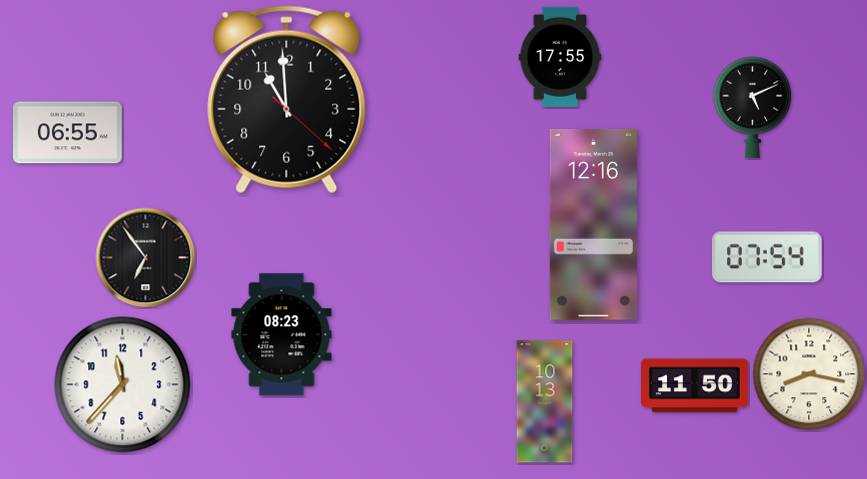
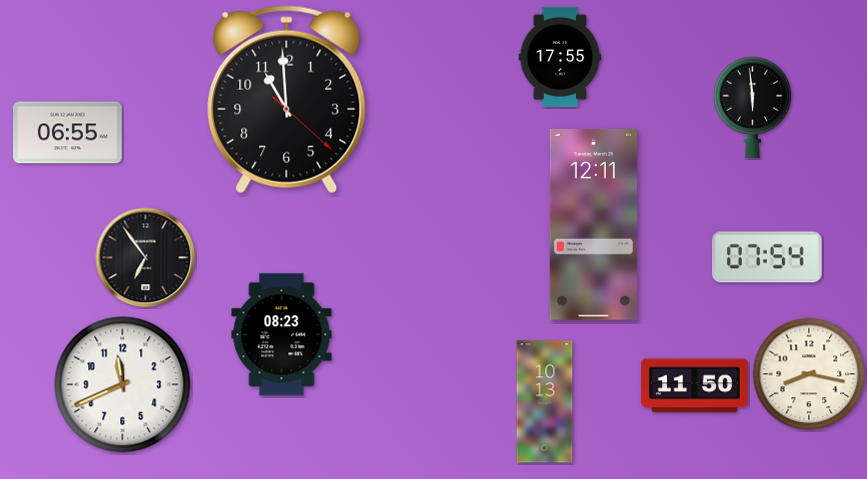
clock at (753, 107): 5:11 -> 5:59
clock at (593, 224): 12:16 -> 12:11
clock at (123, 385): 11:37 -> 11:41
